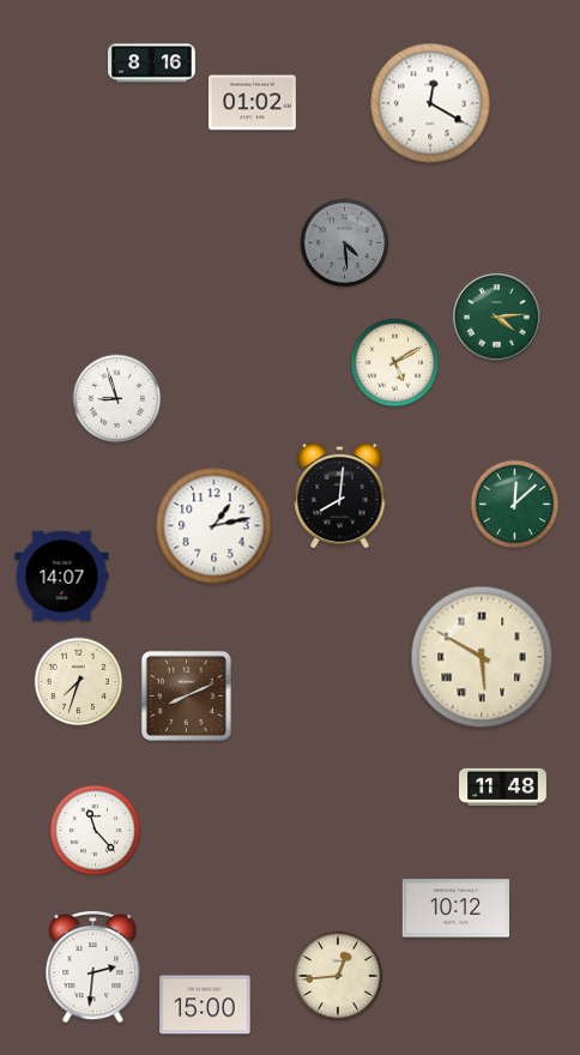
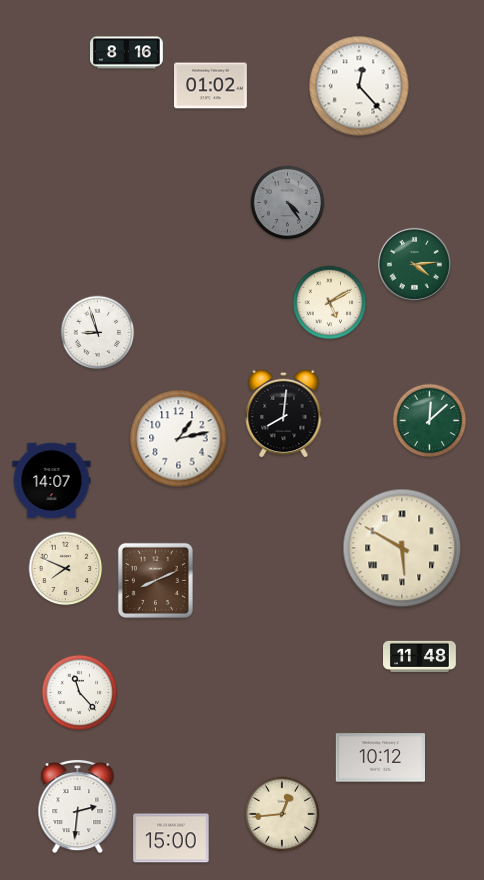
clock at (430, 103): 12:20 -> 12:23
clock at (345, 243): 4:29 -> 4:24
clock at (79, 682): 7:33 -> 7:49
